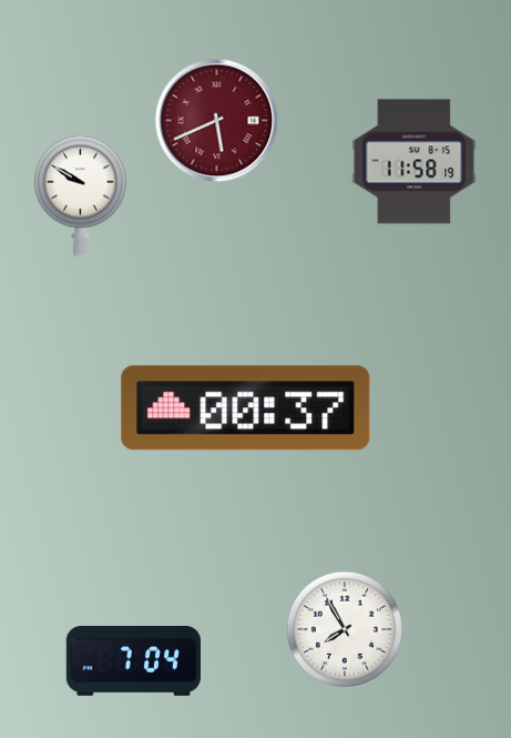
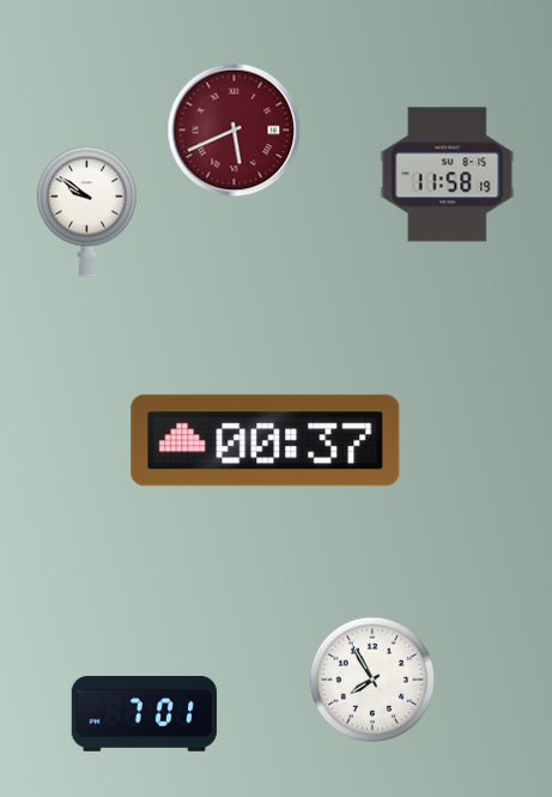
clock at (80, 195): 9:50 -> 9:51
clock at (133, 660): 7:04 -> 7:01
